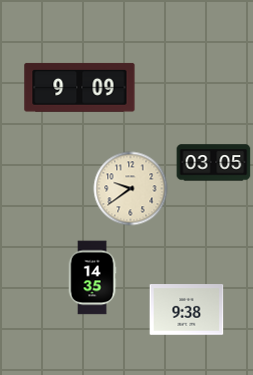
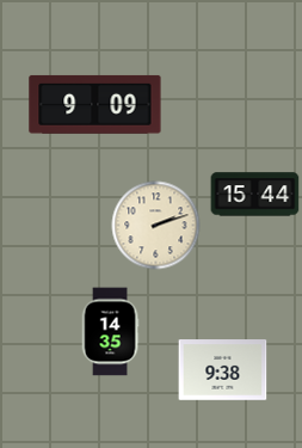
clock at (214, 163): 03:05 -> 15:44
clock at (131, 189): 9:39 -> 2:12
